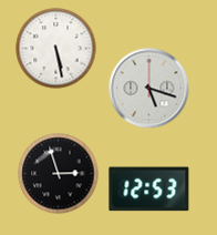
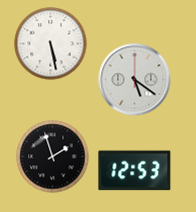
clock at (149, 89): 5:18 -> 5:21
clock at (59, 174): 2:57 -> 1:57
